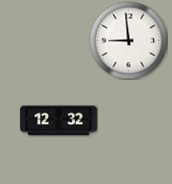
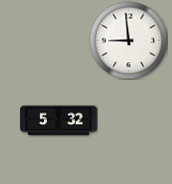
clock at (59, 121): 12:32 -> 5:32
